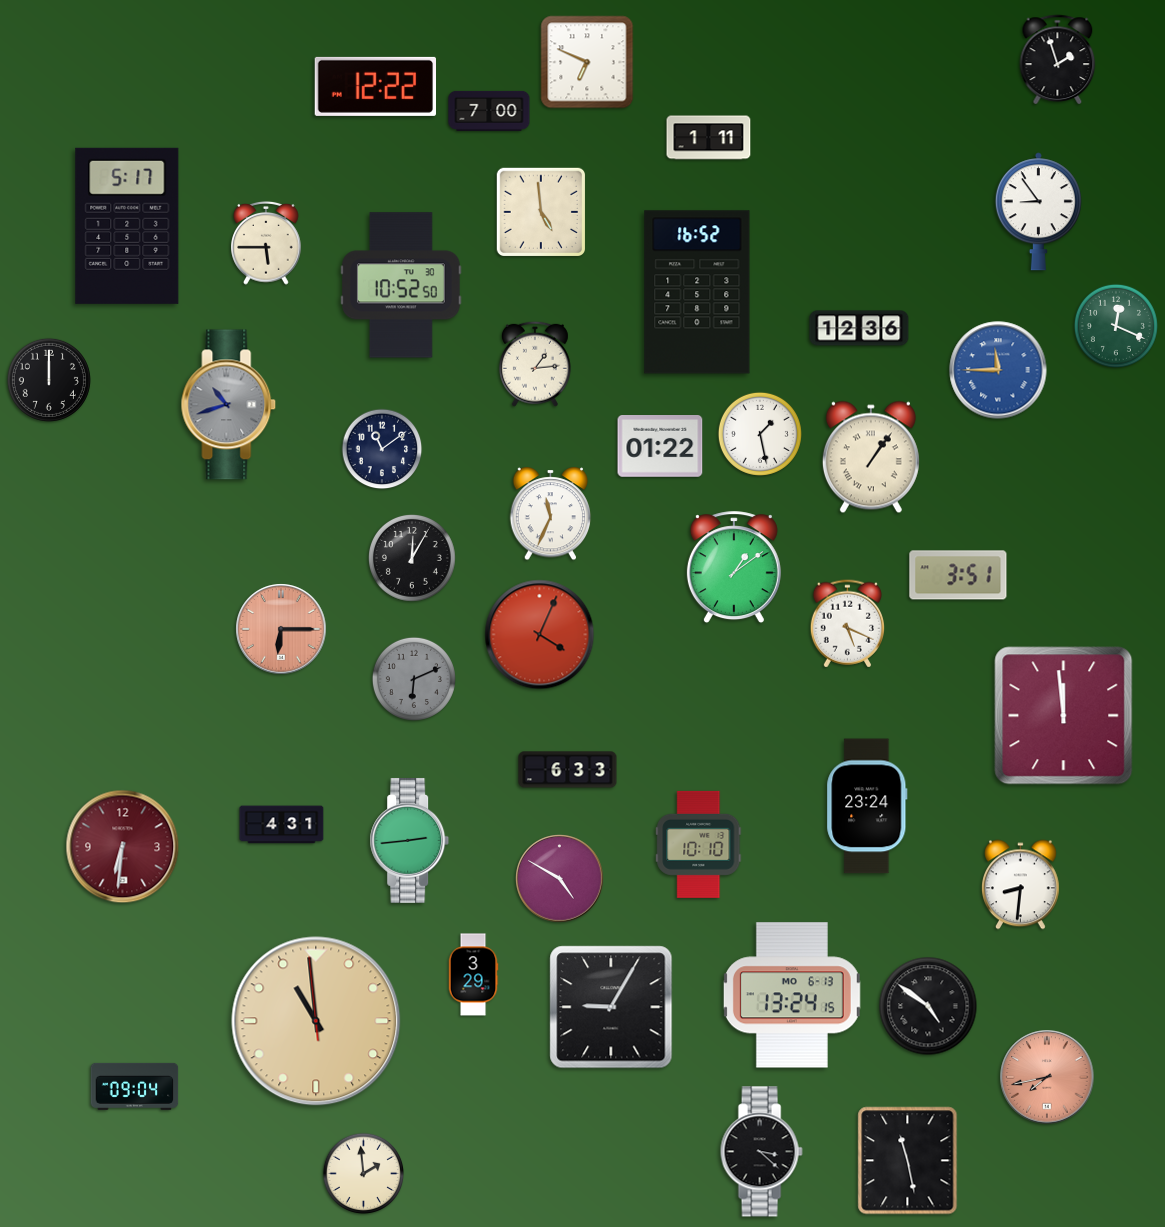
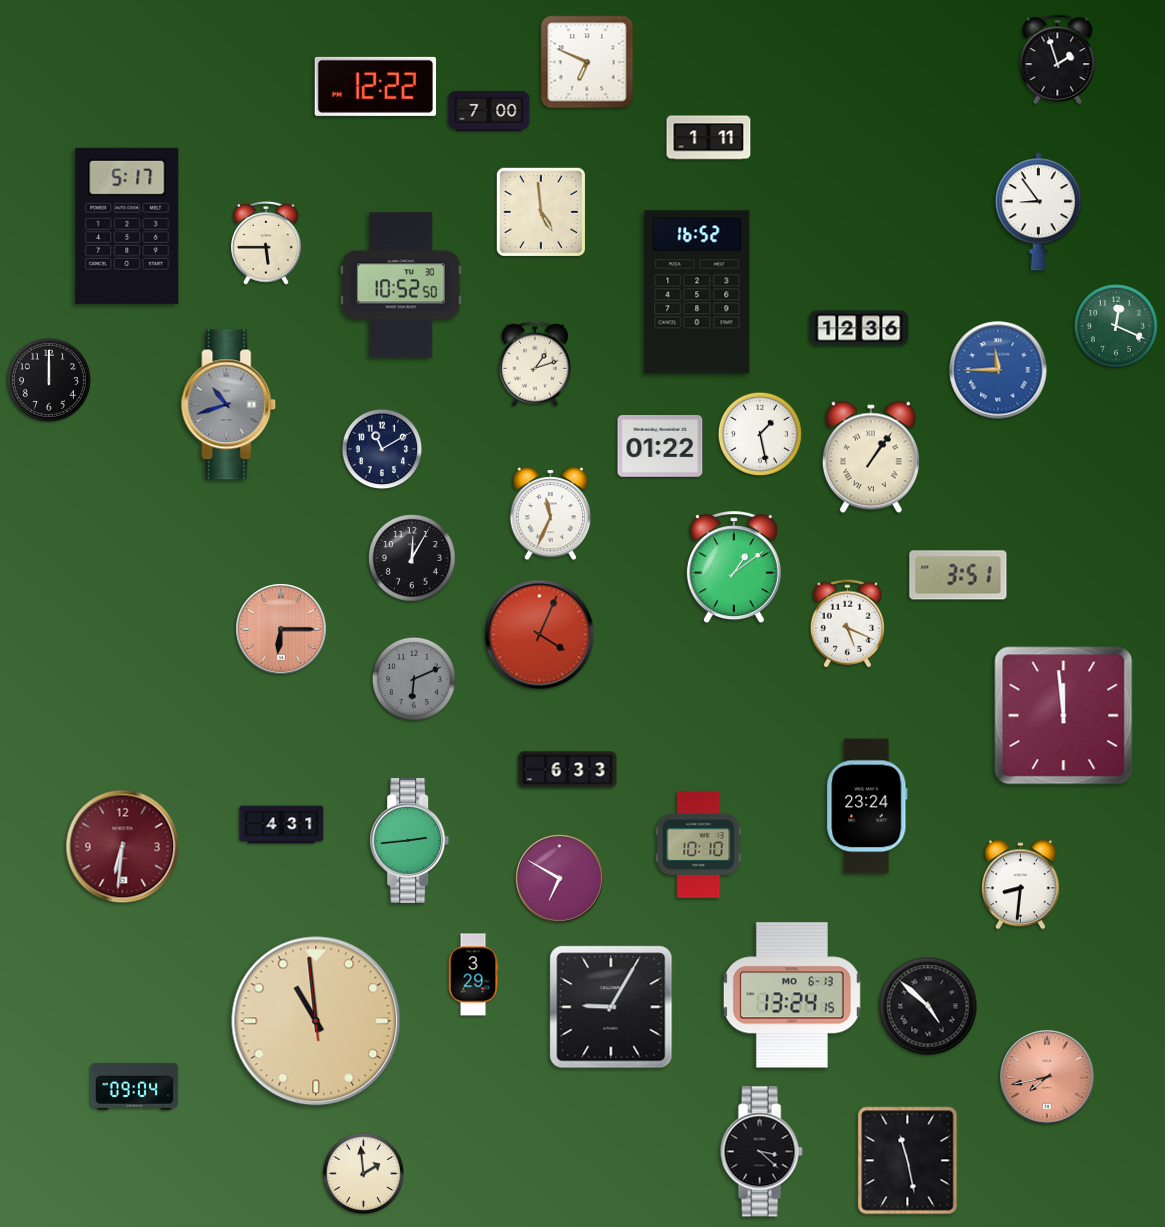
clock at (535, 364): 1:14 -> 1:12
clock at (382, 449): 11:09 -> 11:10
clock at (560, 879): 4:50 -> 6:50
clock at (928, 1006): 4:51 -> 4:52
